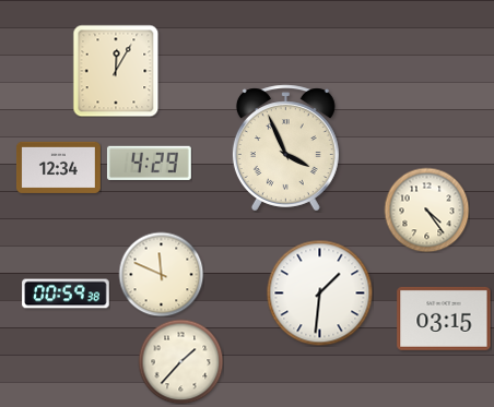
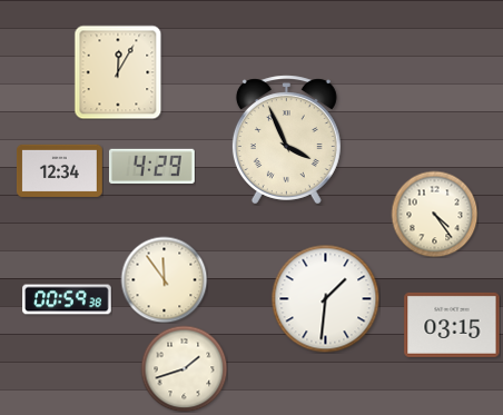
clock at (285, 148) position: (285, 148) -> (286, 140)
clock at (161, 274): 11:49 -> 11:54
clock at (180, 361): 1:37 -> 1:42
